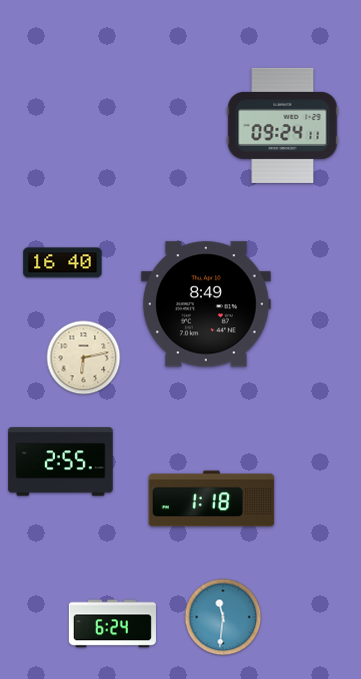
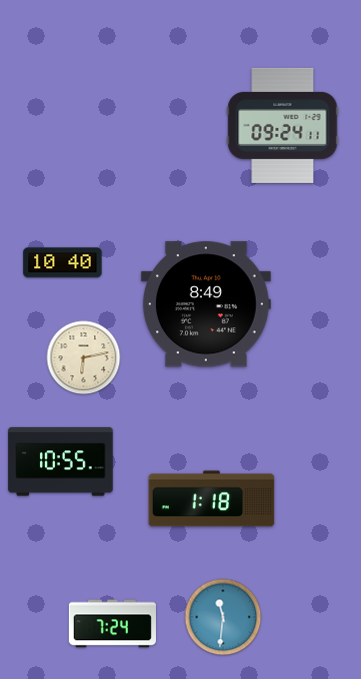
clock at (63, 263): 16:40 -> 10:40
clock at (61, 462): 2:55 -> 10:55
clock at (112, 624): 6:24 -> 7:24
